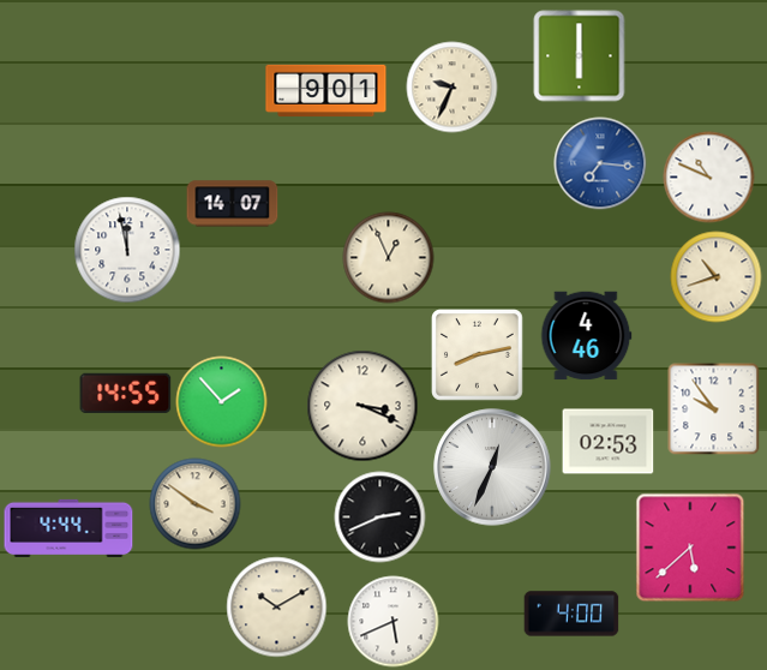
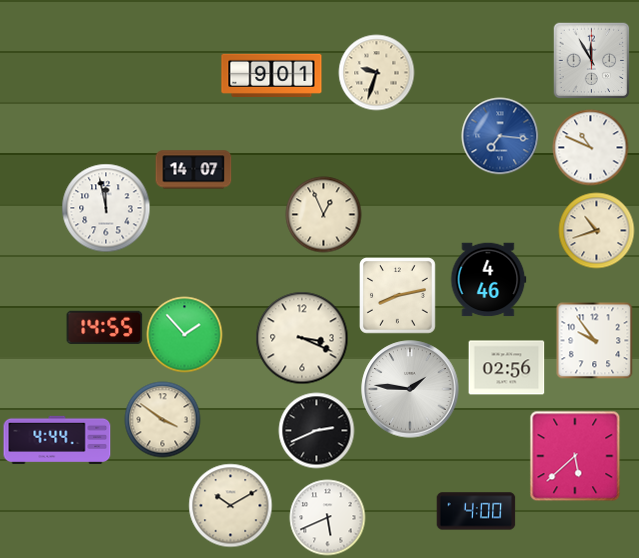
clock at (580, 56): 6:00 -> none
clock at (591, 60): none -> 11:55
clock at (453, 88): 9:34 -> 9:33
clock at (609, 442): 02:53 -> 02:56
clock at (492, 467): 12:34 -> 1:46
